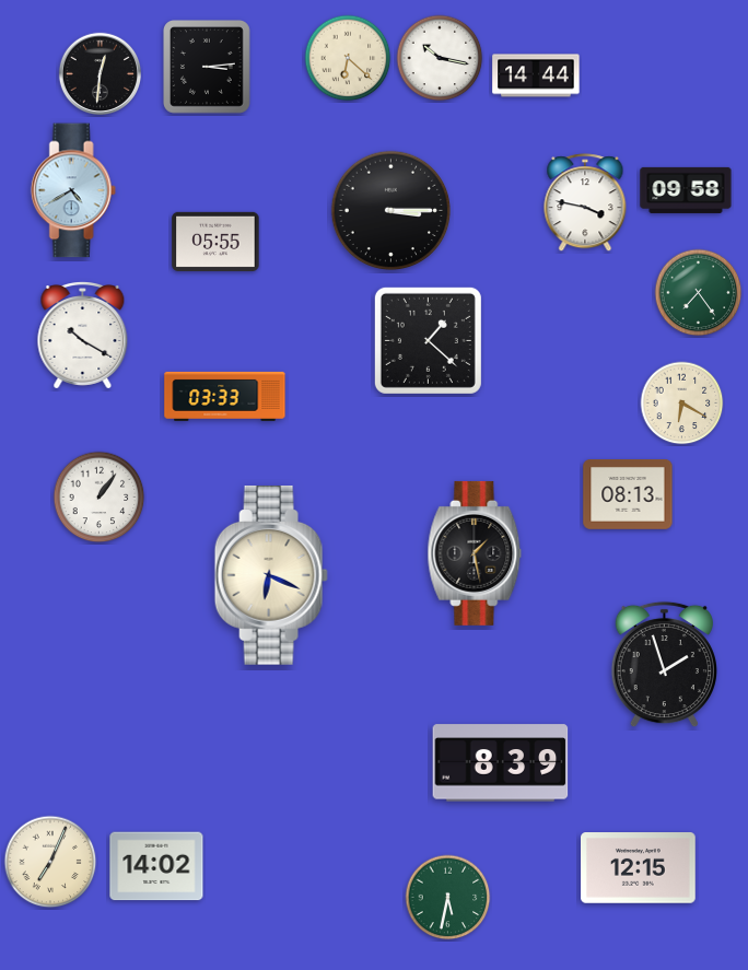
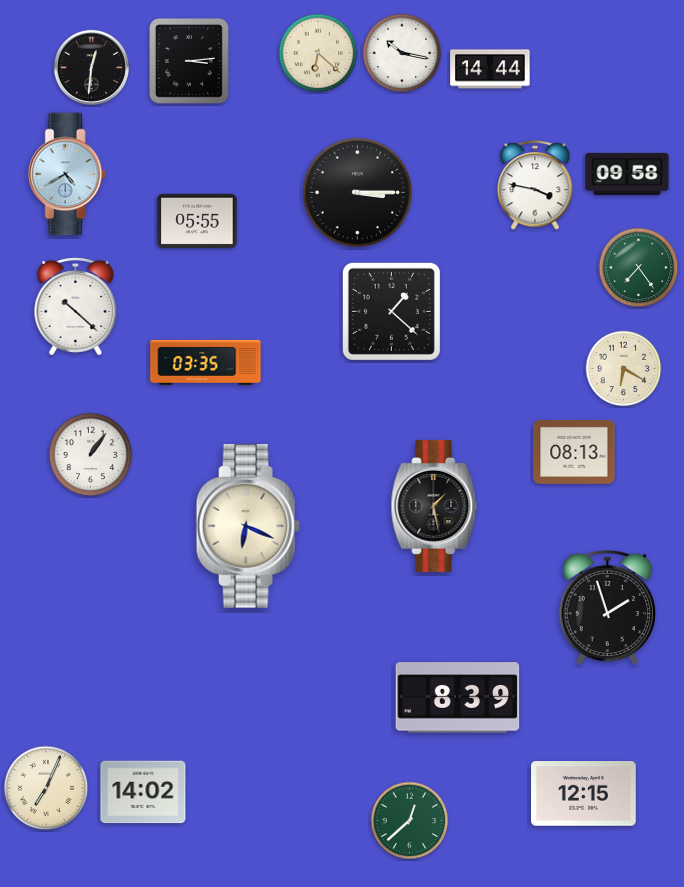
clock at (83, 336): 10:20 -> 10:22
clock at (225, 396): 03:33 -> 03:35
clock at (448, 898): 5:32 -> 12:38
